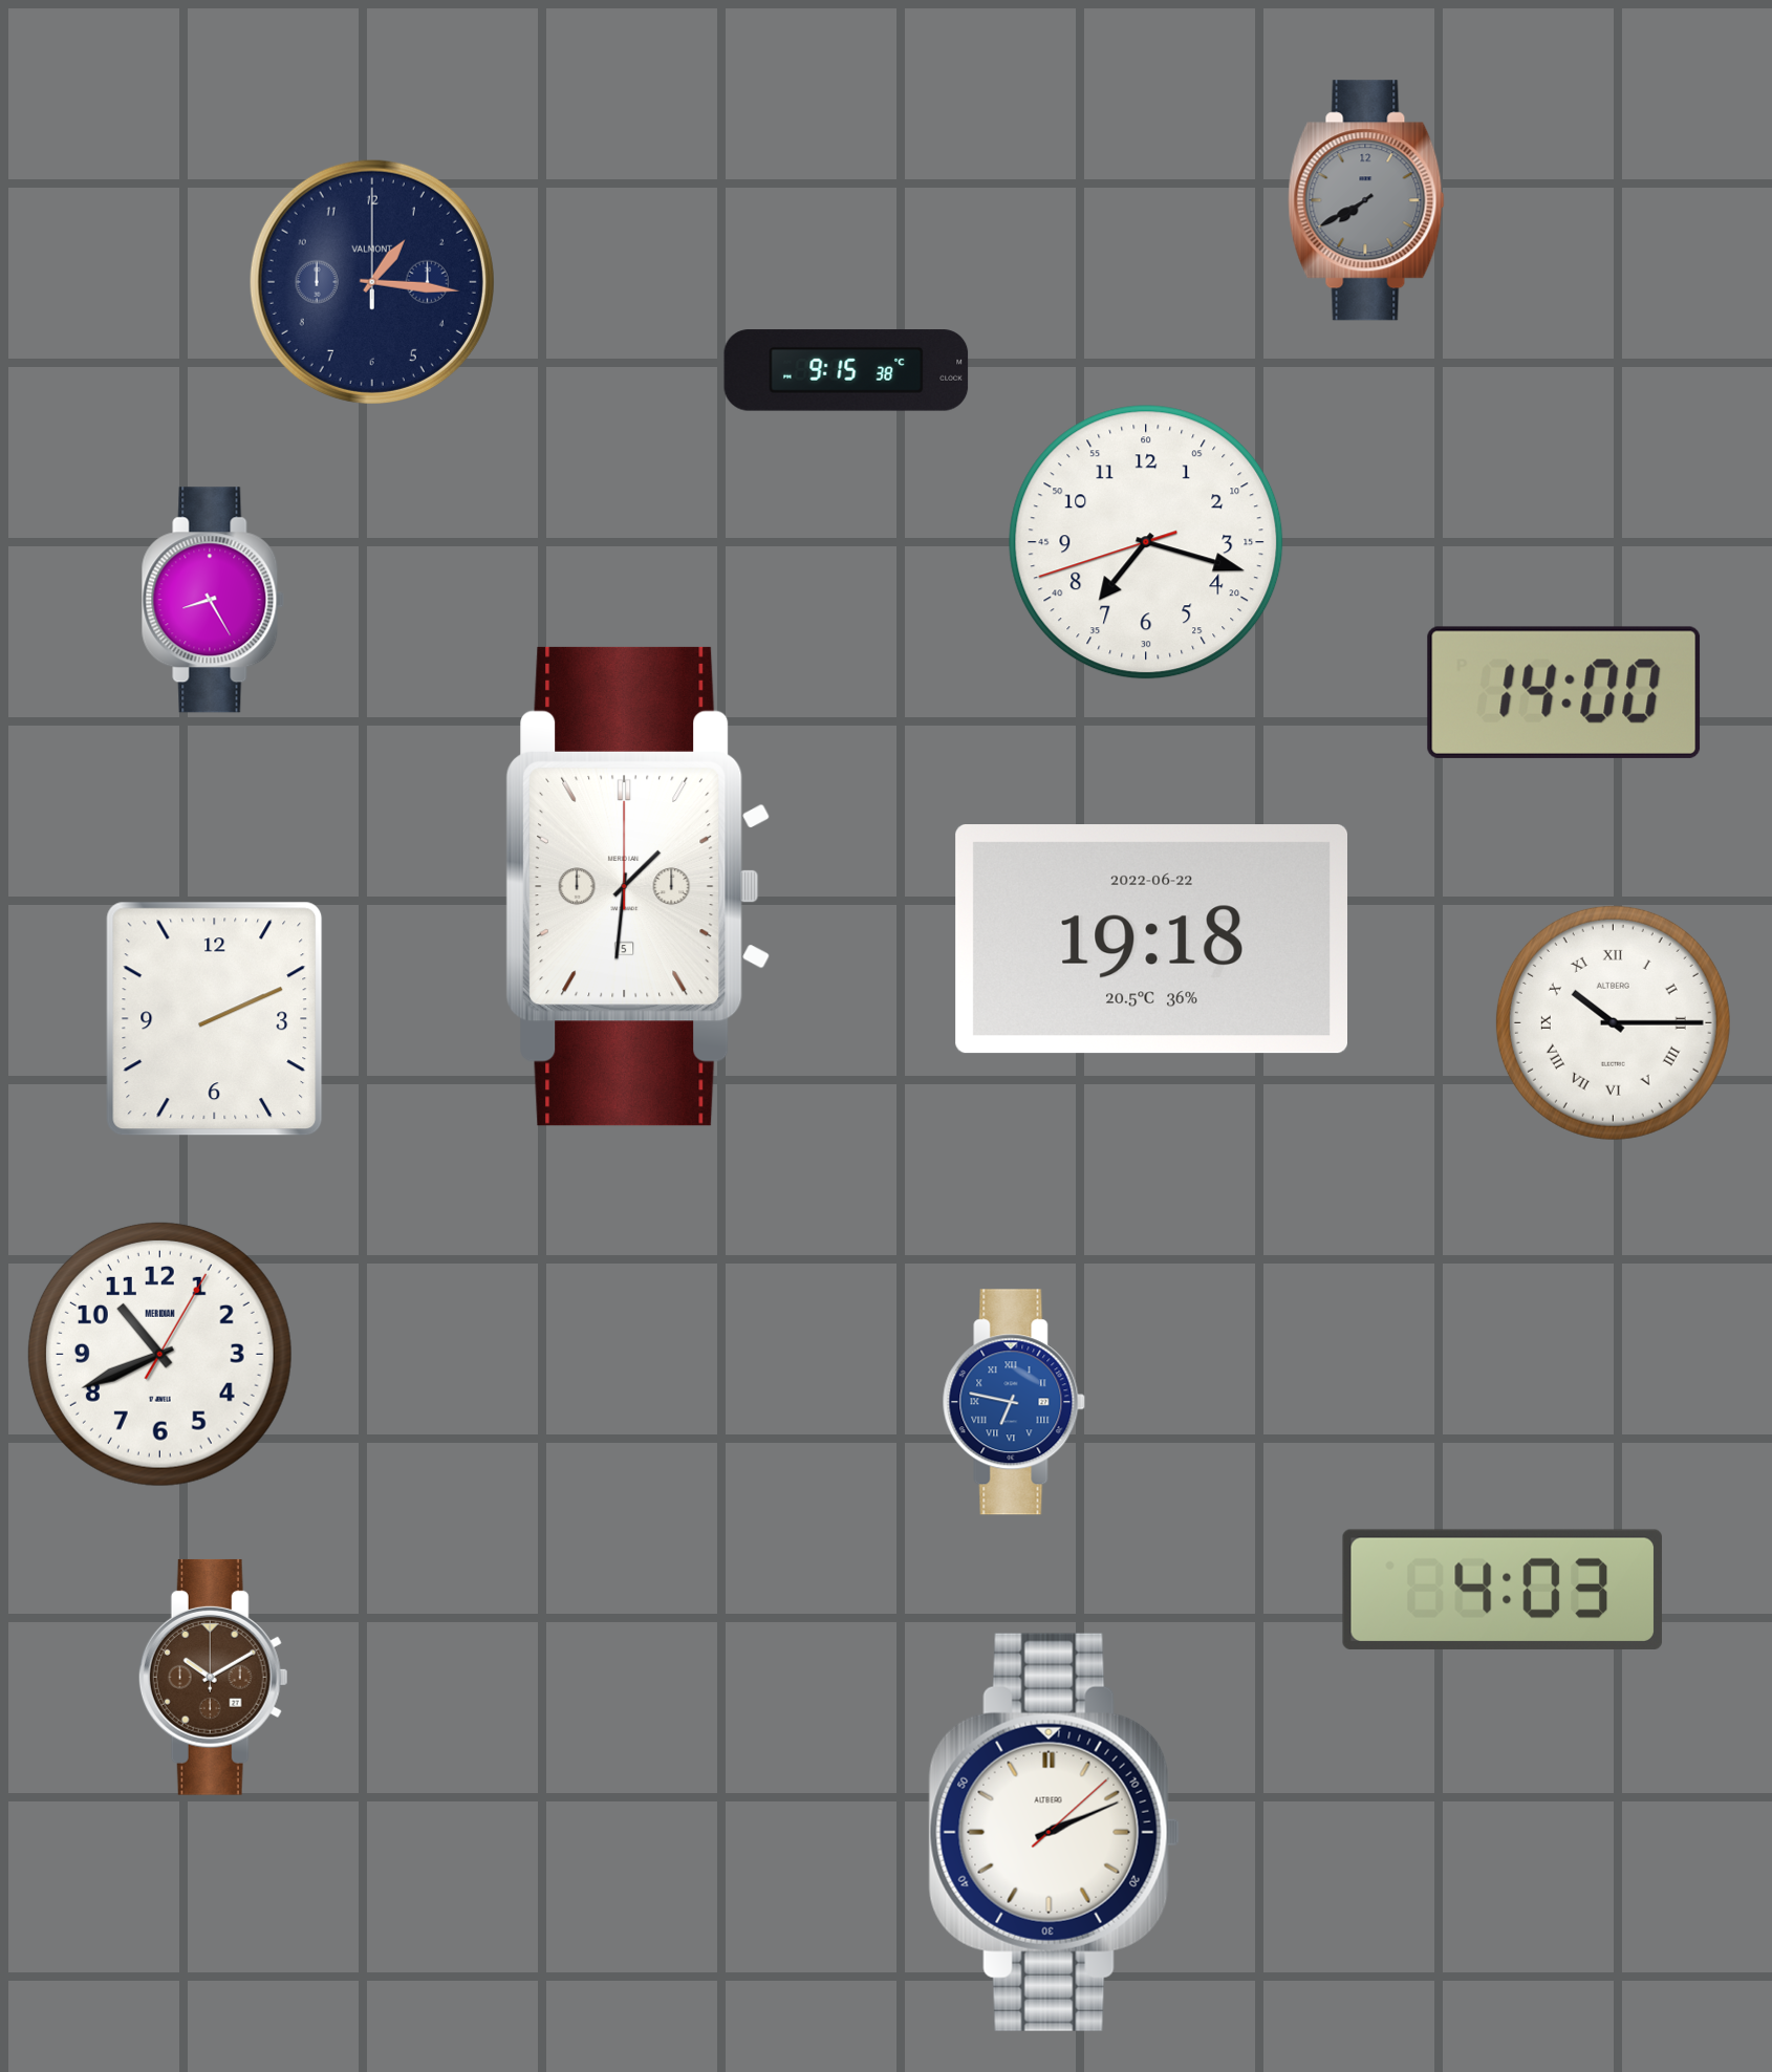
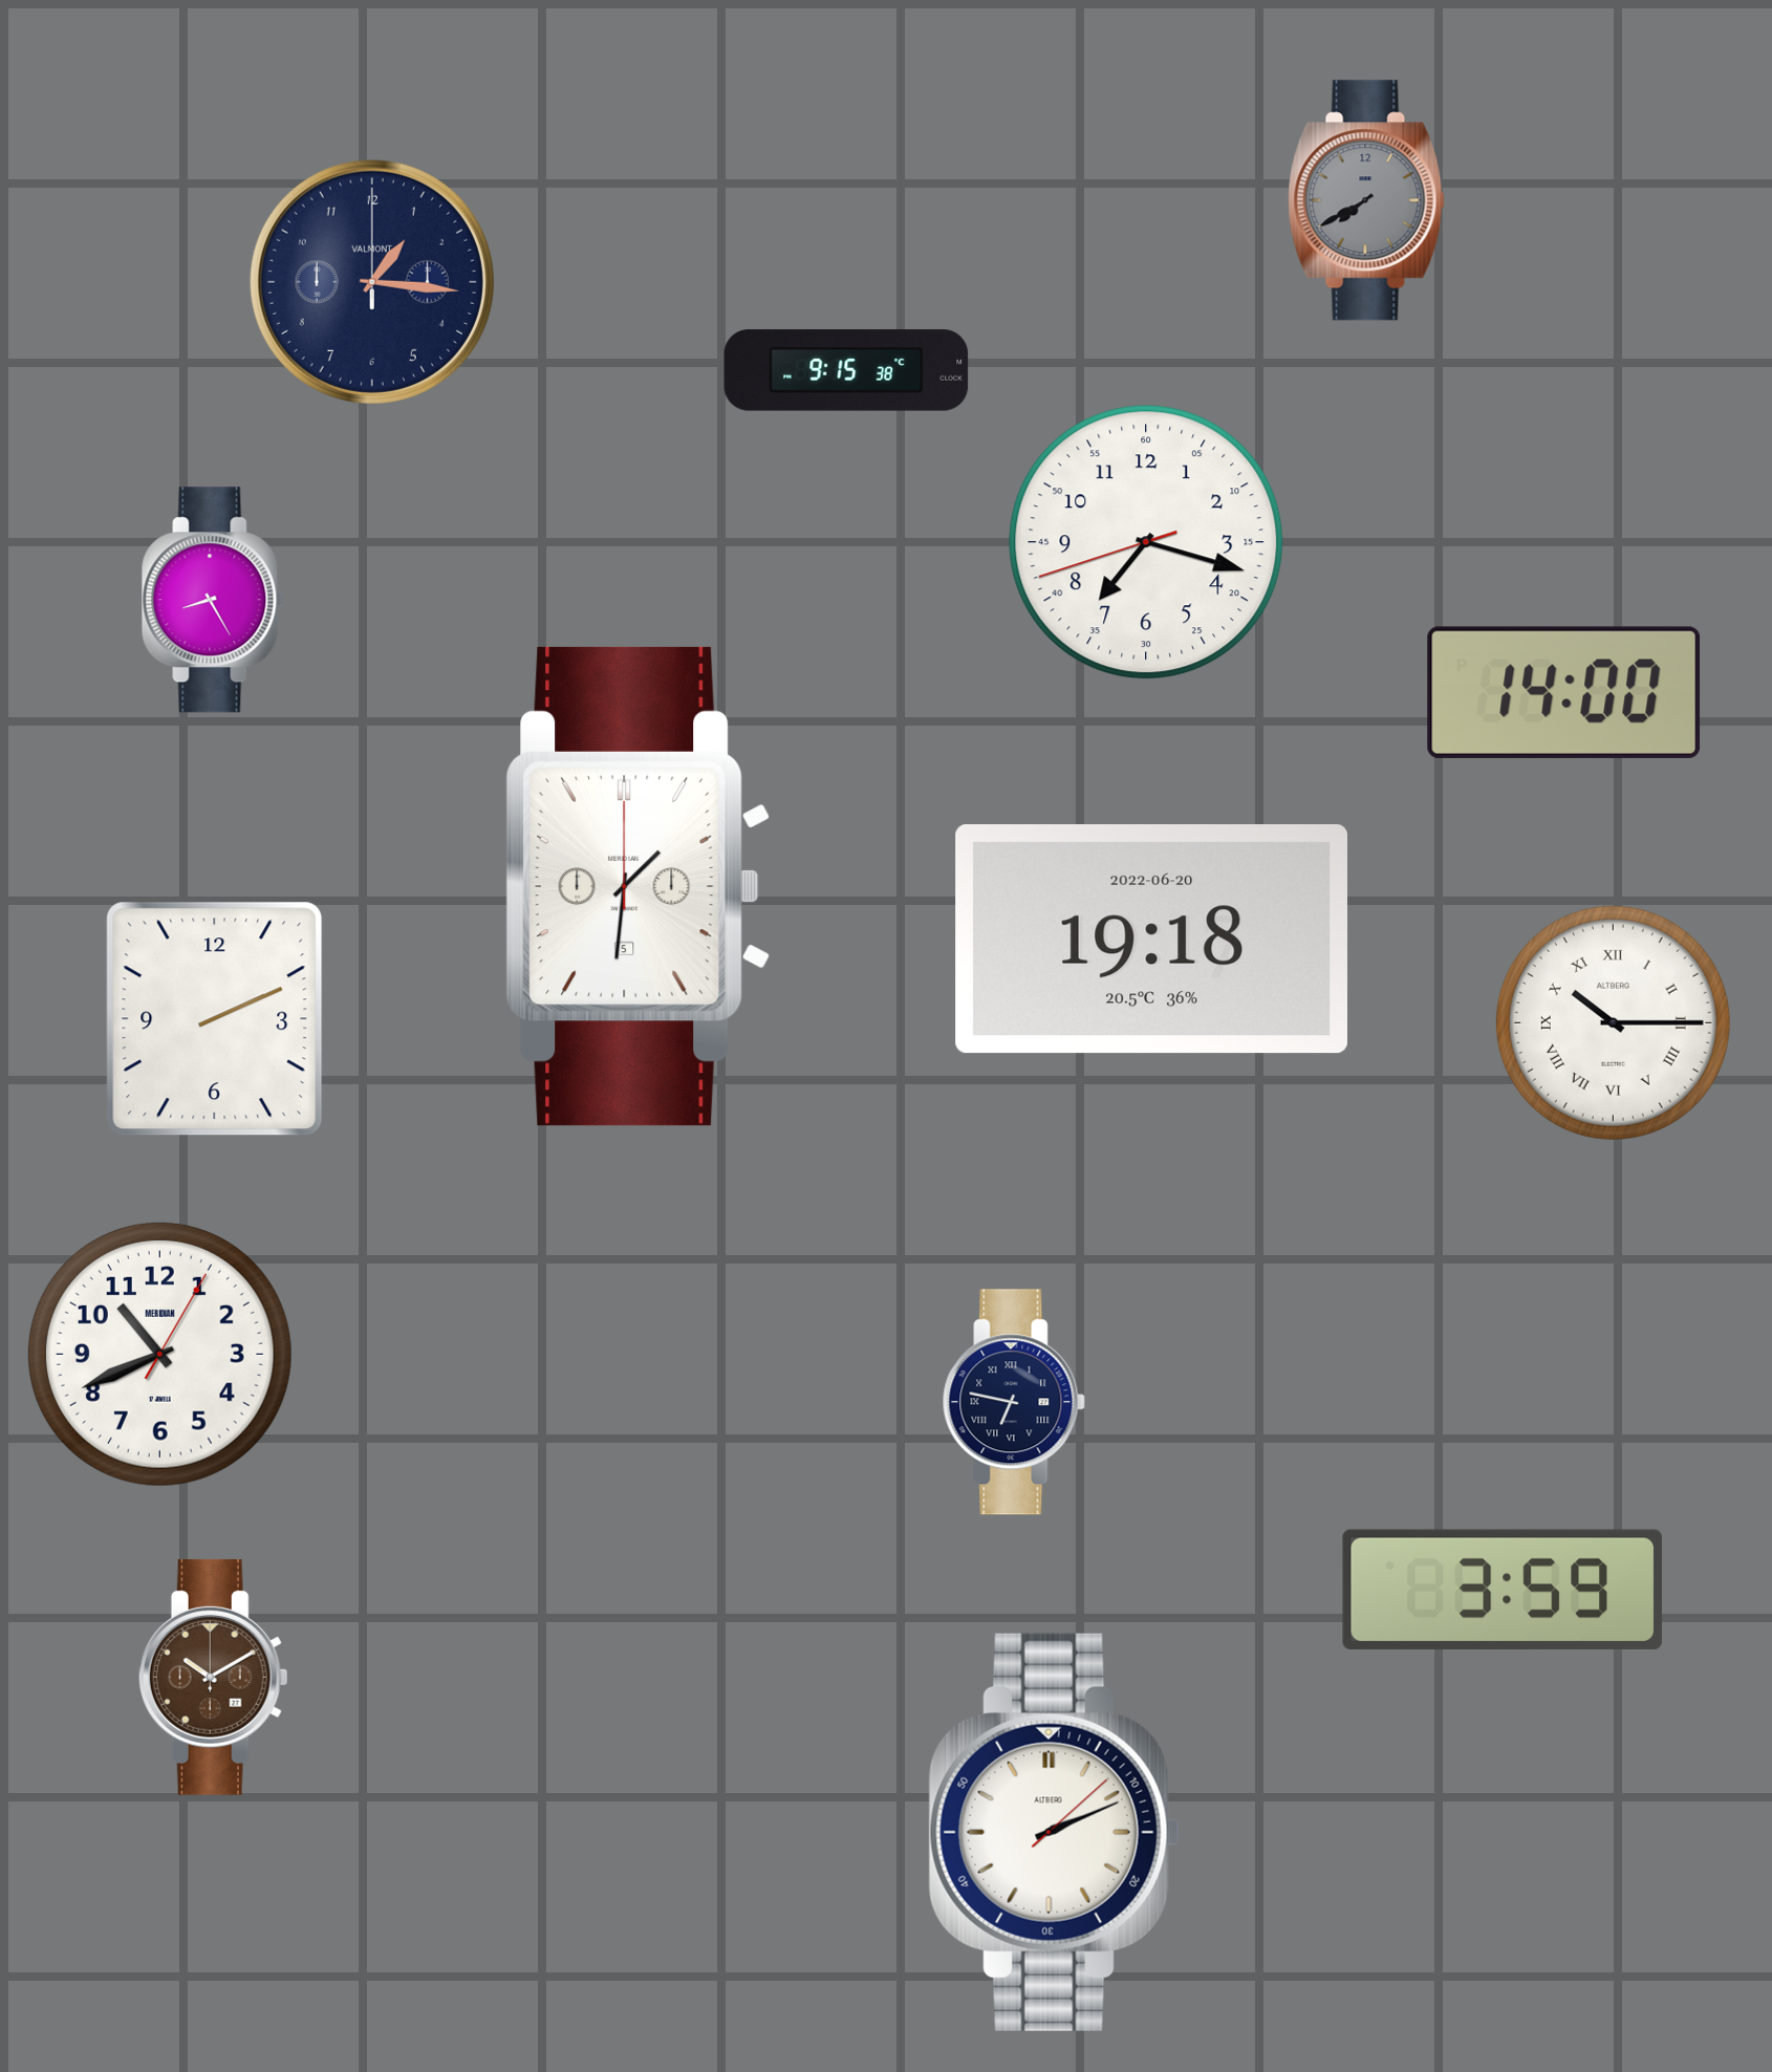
clock at (1151, 940) date: 2022-06-22 -> 2022-06-20
clock at (1014, 1402) dial: blue -> navy
clock at (1503, 1590): 4:03 -> 3:59
